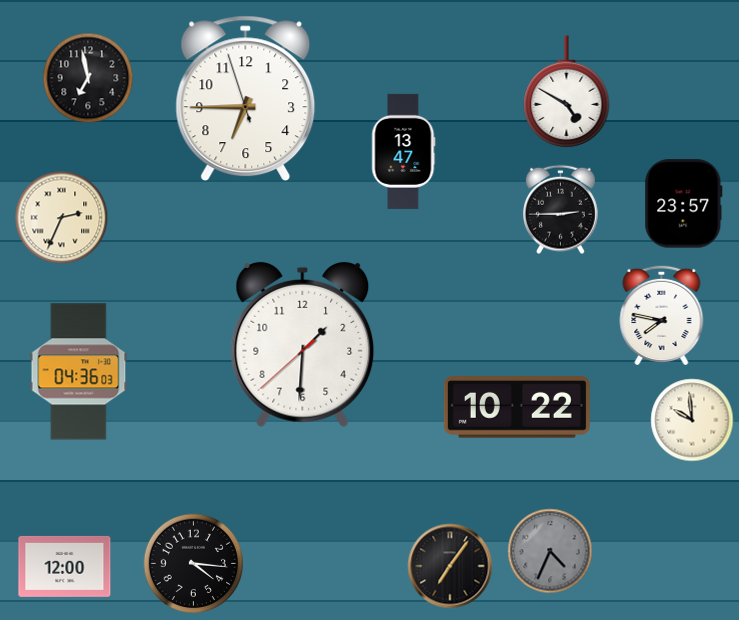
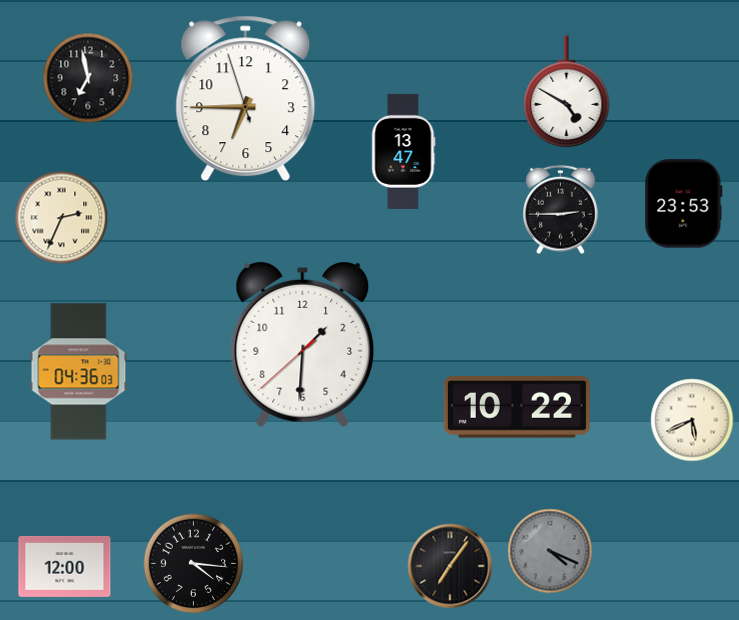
clock at (684, 204): 23:57 -> 23:53
clock at (662, 314): 7:47 -> none
clock at (692, 420): 9:59 -> 5:41
clock at (550, 551): 4:34 -> 4:19
